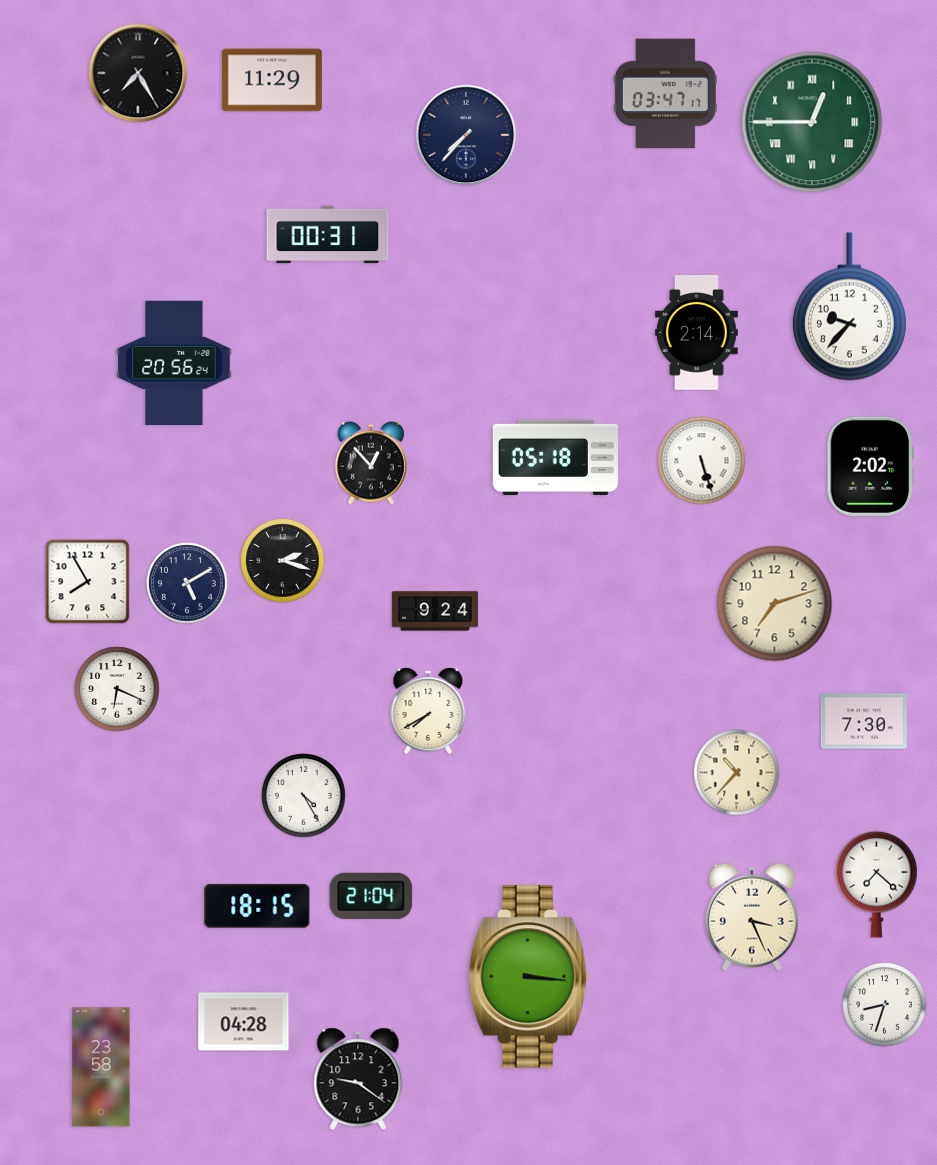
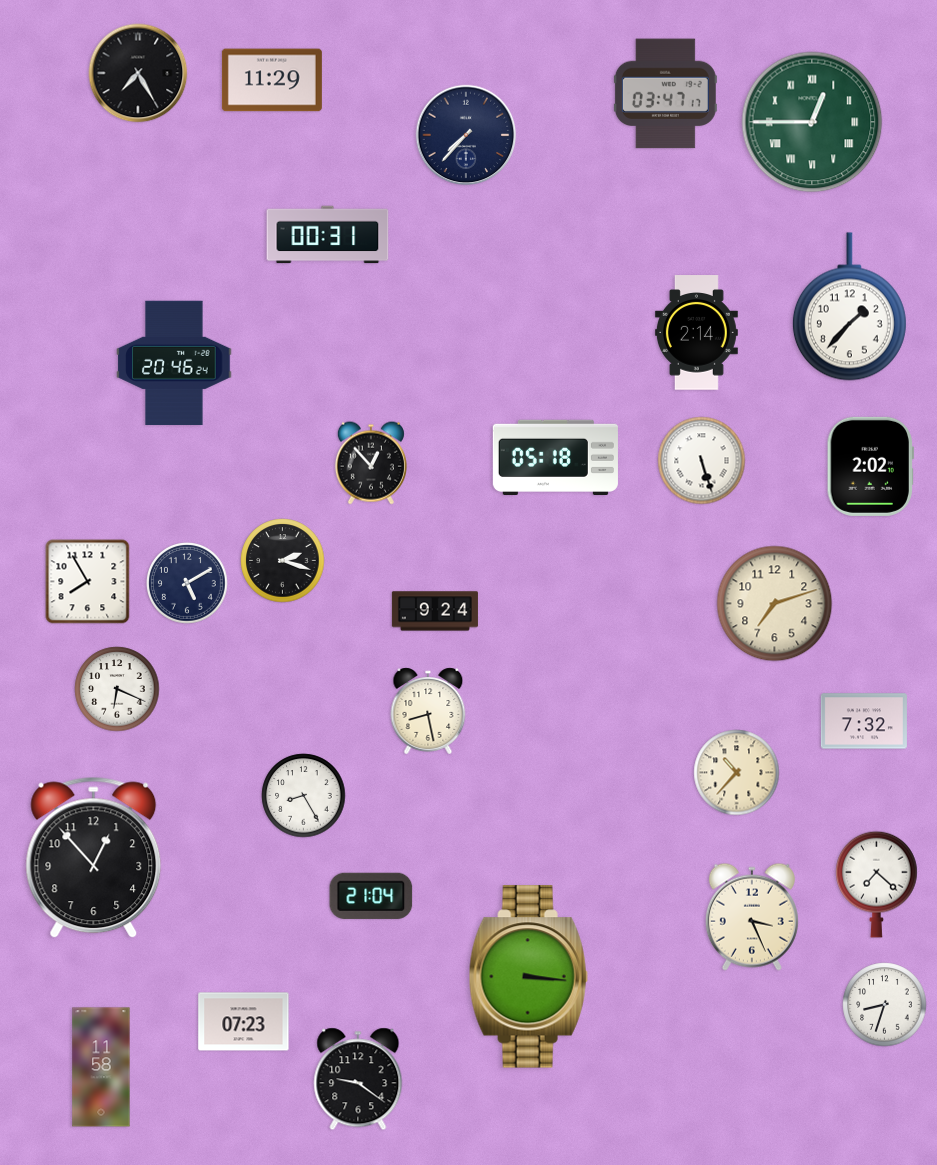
clock at (849, 307): 9:37 -> 1:37
clock at (174, 362): 20:56 -> 20:46
clock at (428, 711): 7:40 -> 8:28
clock at (864, 721): 7:30 -> 7:32
clock at (304, 796): 4:25 -> 8:25
clock at (94, 858): none -> 12:53
clock at (257, 906): 18:15 -> none
clock at (244, 1022): 04:28 -> 07:23
clock at (101, 1067): 23:58 -> 11:58
